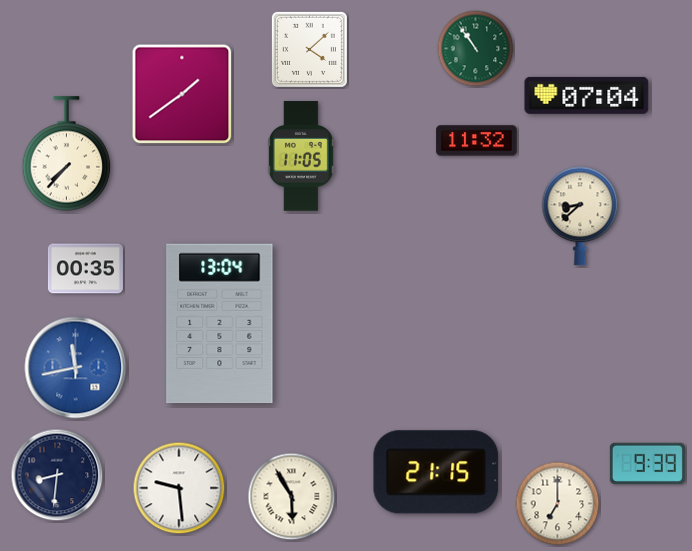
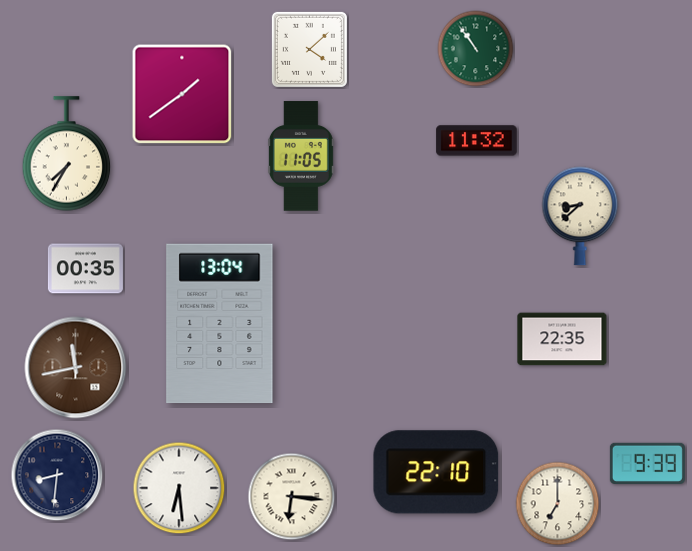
clock at (587, 95): 07:04 -> none
clock at (67, 154): 7:37 -> 7:35
clock at (562, 339): none -> 22:35
clock at (76, 368) dial: blue -> brown
clock at (436, 472): 21:15 -> 22:10
clock at (179, 488): 9:29 -> 6:29
clock at (292, 497): 5:55 -> 6:16
